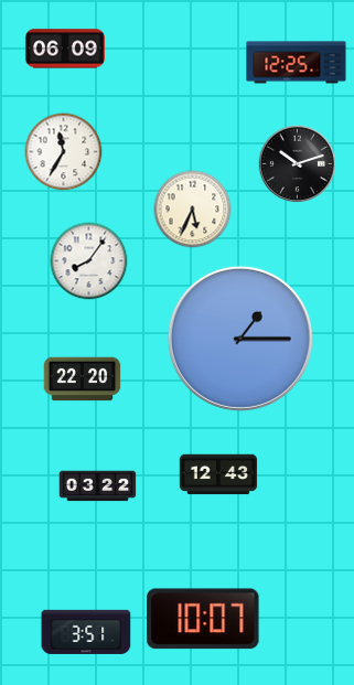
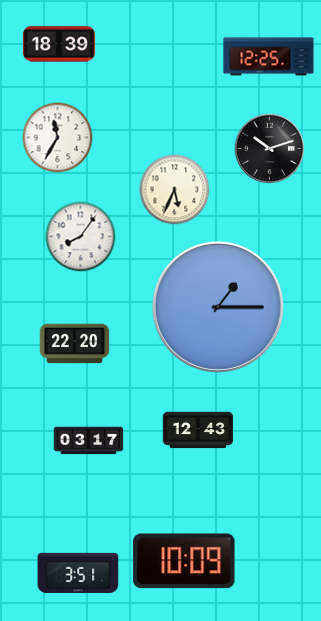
clock at (65, 49): 06:09 -> 18:39
clock at (98, 486): 03:22 -> 03:17
clock at (203, 619): 10:07 -> 10:09
